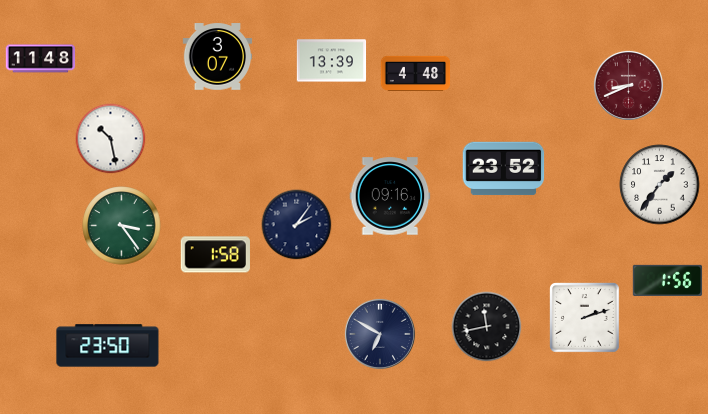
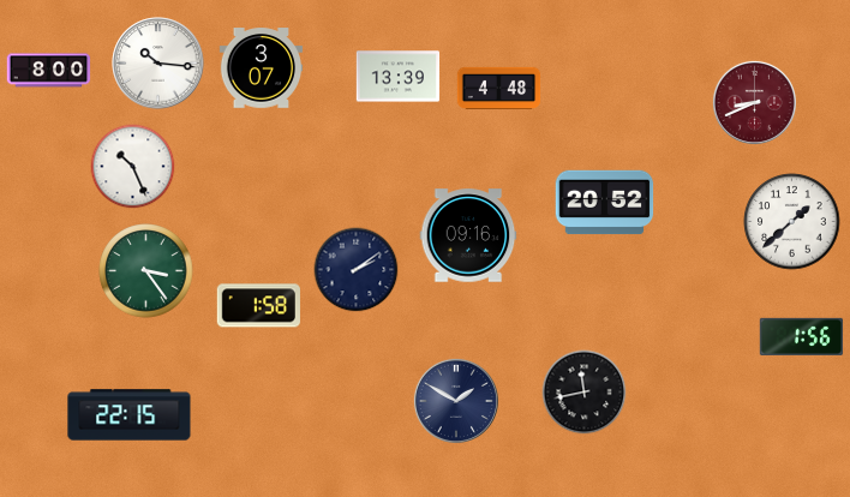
clock at (158, 64): none -> 10:16
clock at (41, 59): 11:48 -> 8:00
clock at (332, 61) position: (332, 61) -> (399, 77)
clock at (111, 139): 10:28 -> 10:26
clock at (504, 169): 23:52 -> 20:52
clock at (660, 185): 1:36 -> 1:38
clock at (297, 225): 2:06 -> 2:09
clock at (585, 318): 2:12 -> none
clock at (380, 334): 6:50 -> 1:50
clock at (108, 346): 23:50 -> 22:15
